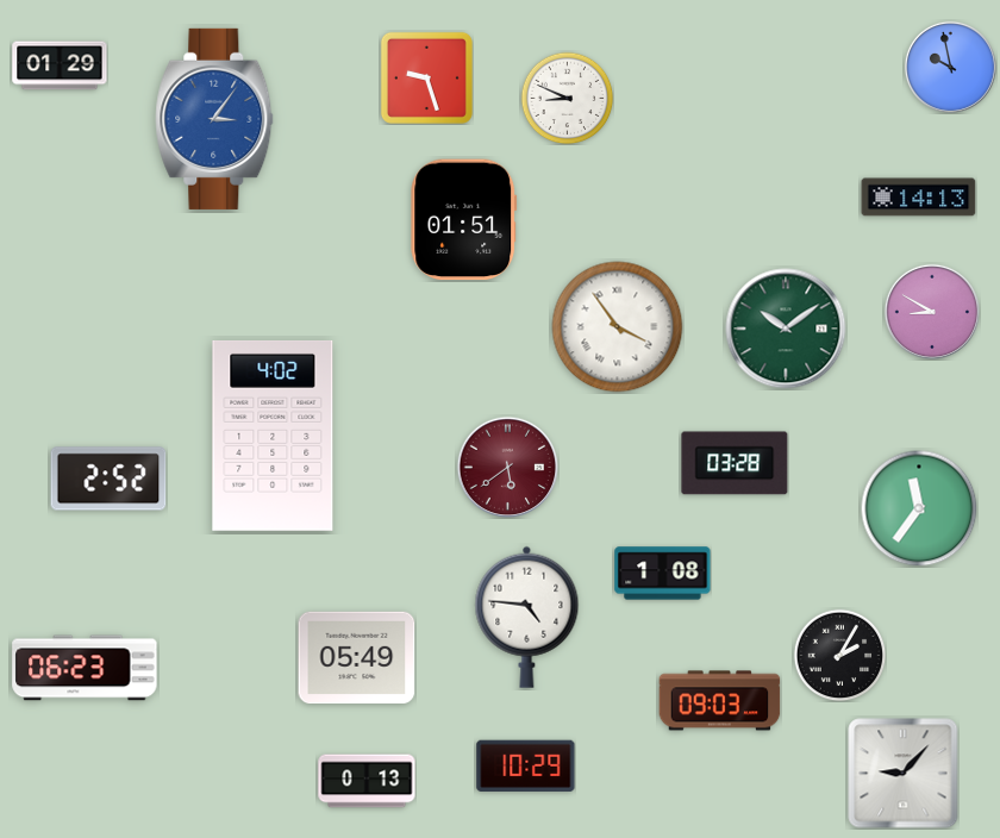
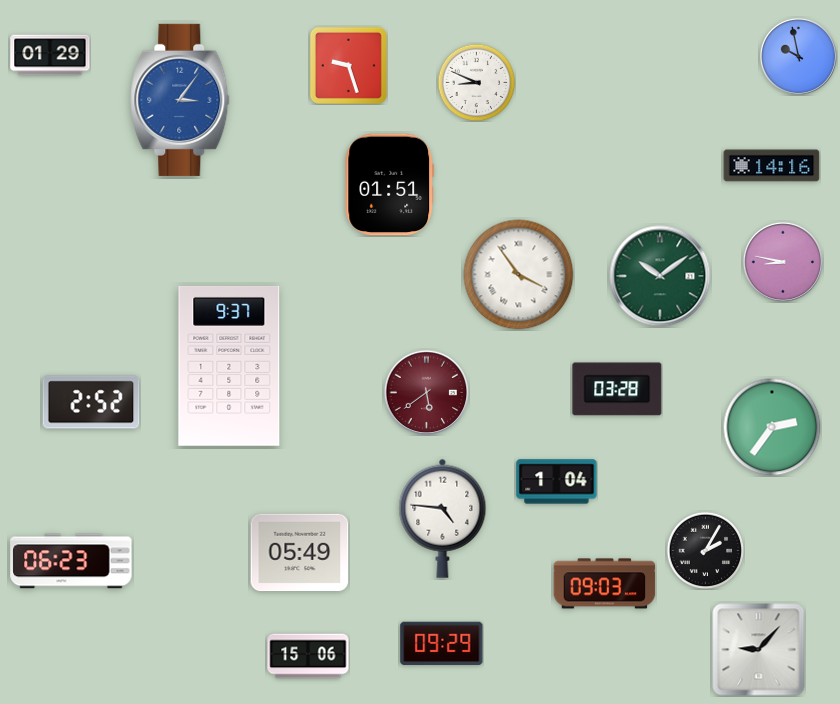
clock at (426, 77) position: (426, 77) -> (348, 65)
clock at (919, 198): 14:13 -> 14:16
clock at (932, 312): 8:50 -> 8:47
clock at (273, 436): 4:02 -> 9:37
clock at (919, 508): 11:36 -> 2:36
clock at (663, 574): 1:08 -> 1:04
clock at (720, 701) position: (720, 701) -> (605, 584)
clock at (526, 765): 10:29 -> 09:29
clock at (367, 781): 0:13 -> 15:06
